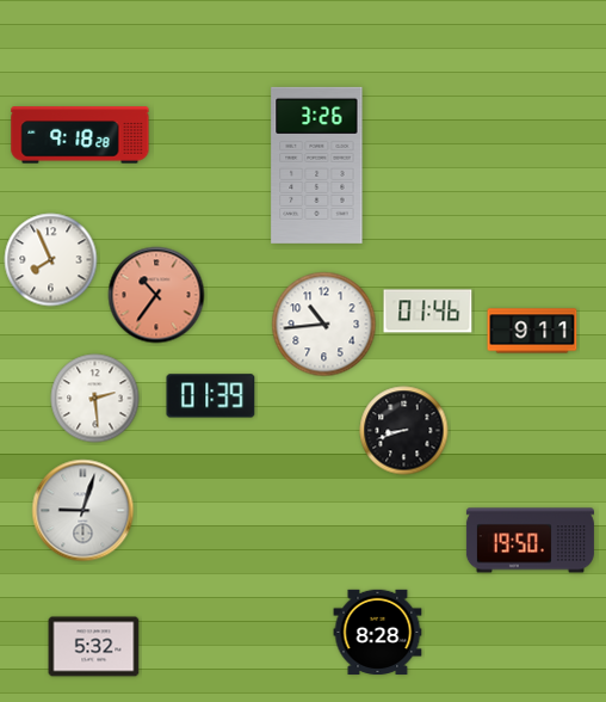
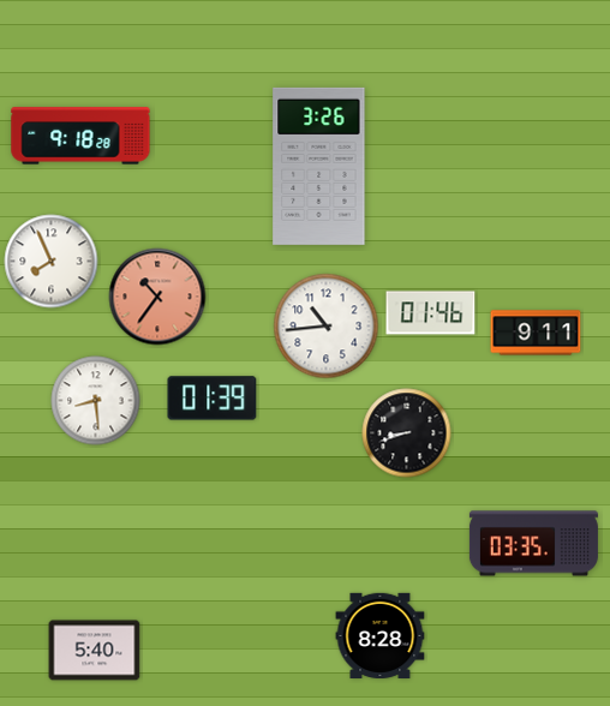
clock at (95, 399): 2:29 -> 8:29
clock at (84, 511): 9:03 -> none
clock at (530, 541): 19:50 -> 03:35
clock at (94, 647): 5:32 -> 5:40
